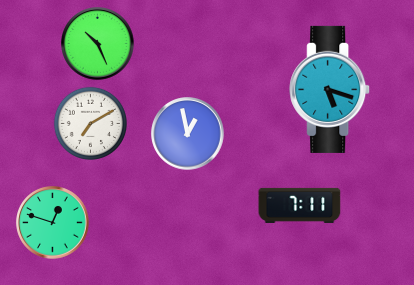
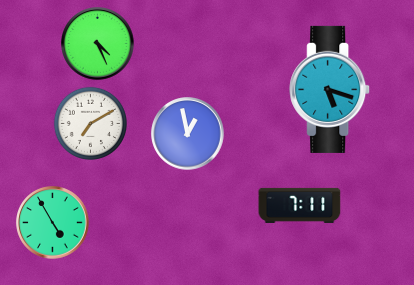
clock at (98, 44): 10:26 -> 4:26
clock at (53, 223): 12:48 -> 4:55
